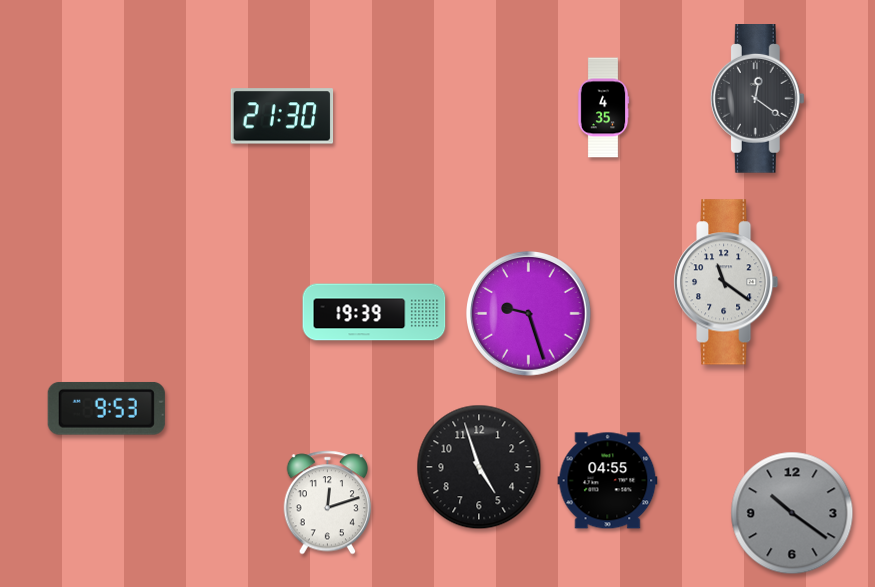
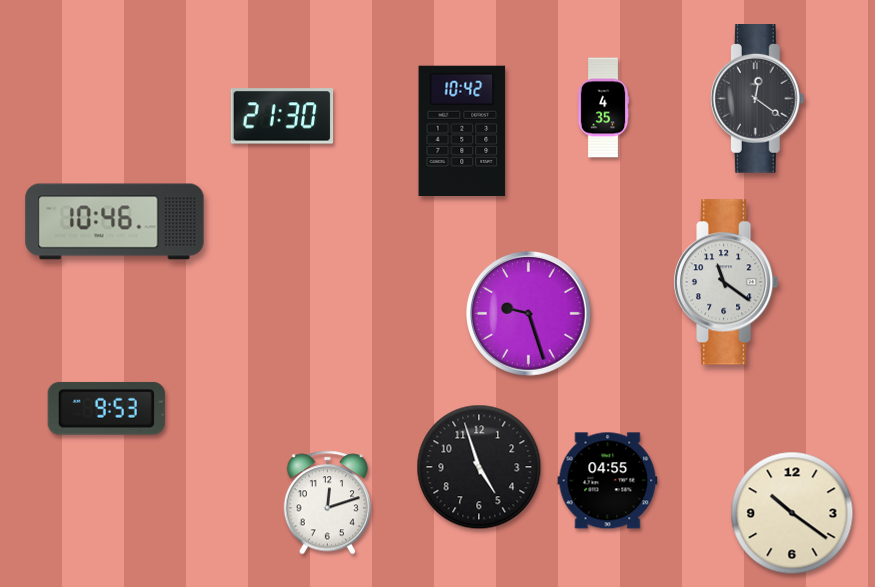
clock at (462, 130): none -> 10:42
clock at (115, 222): none -> 10:46
clock at (374, 312): 19:39 -> none
clock at (792, 513) dial: grey -> cream
